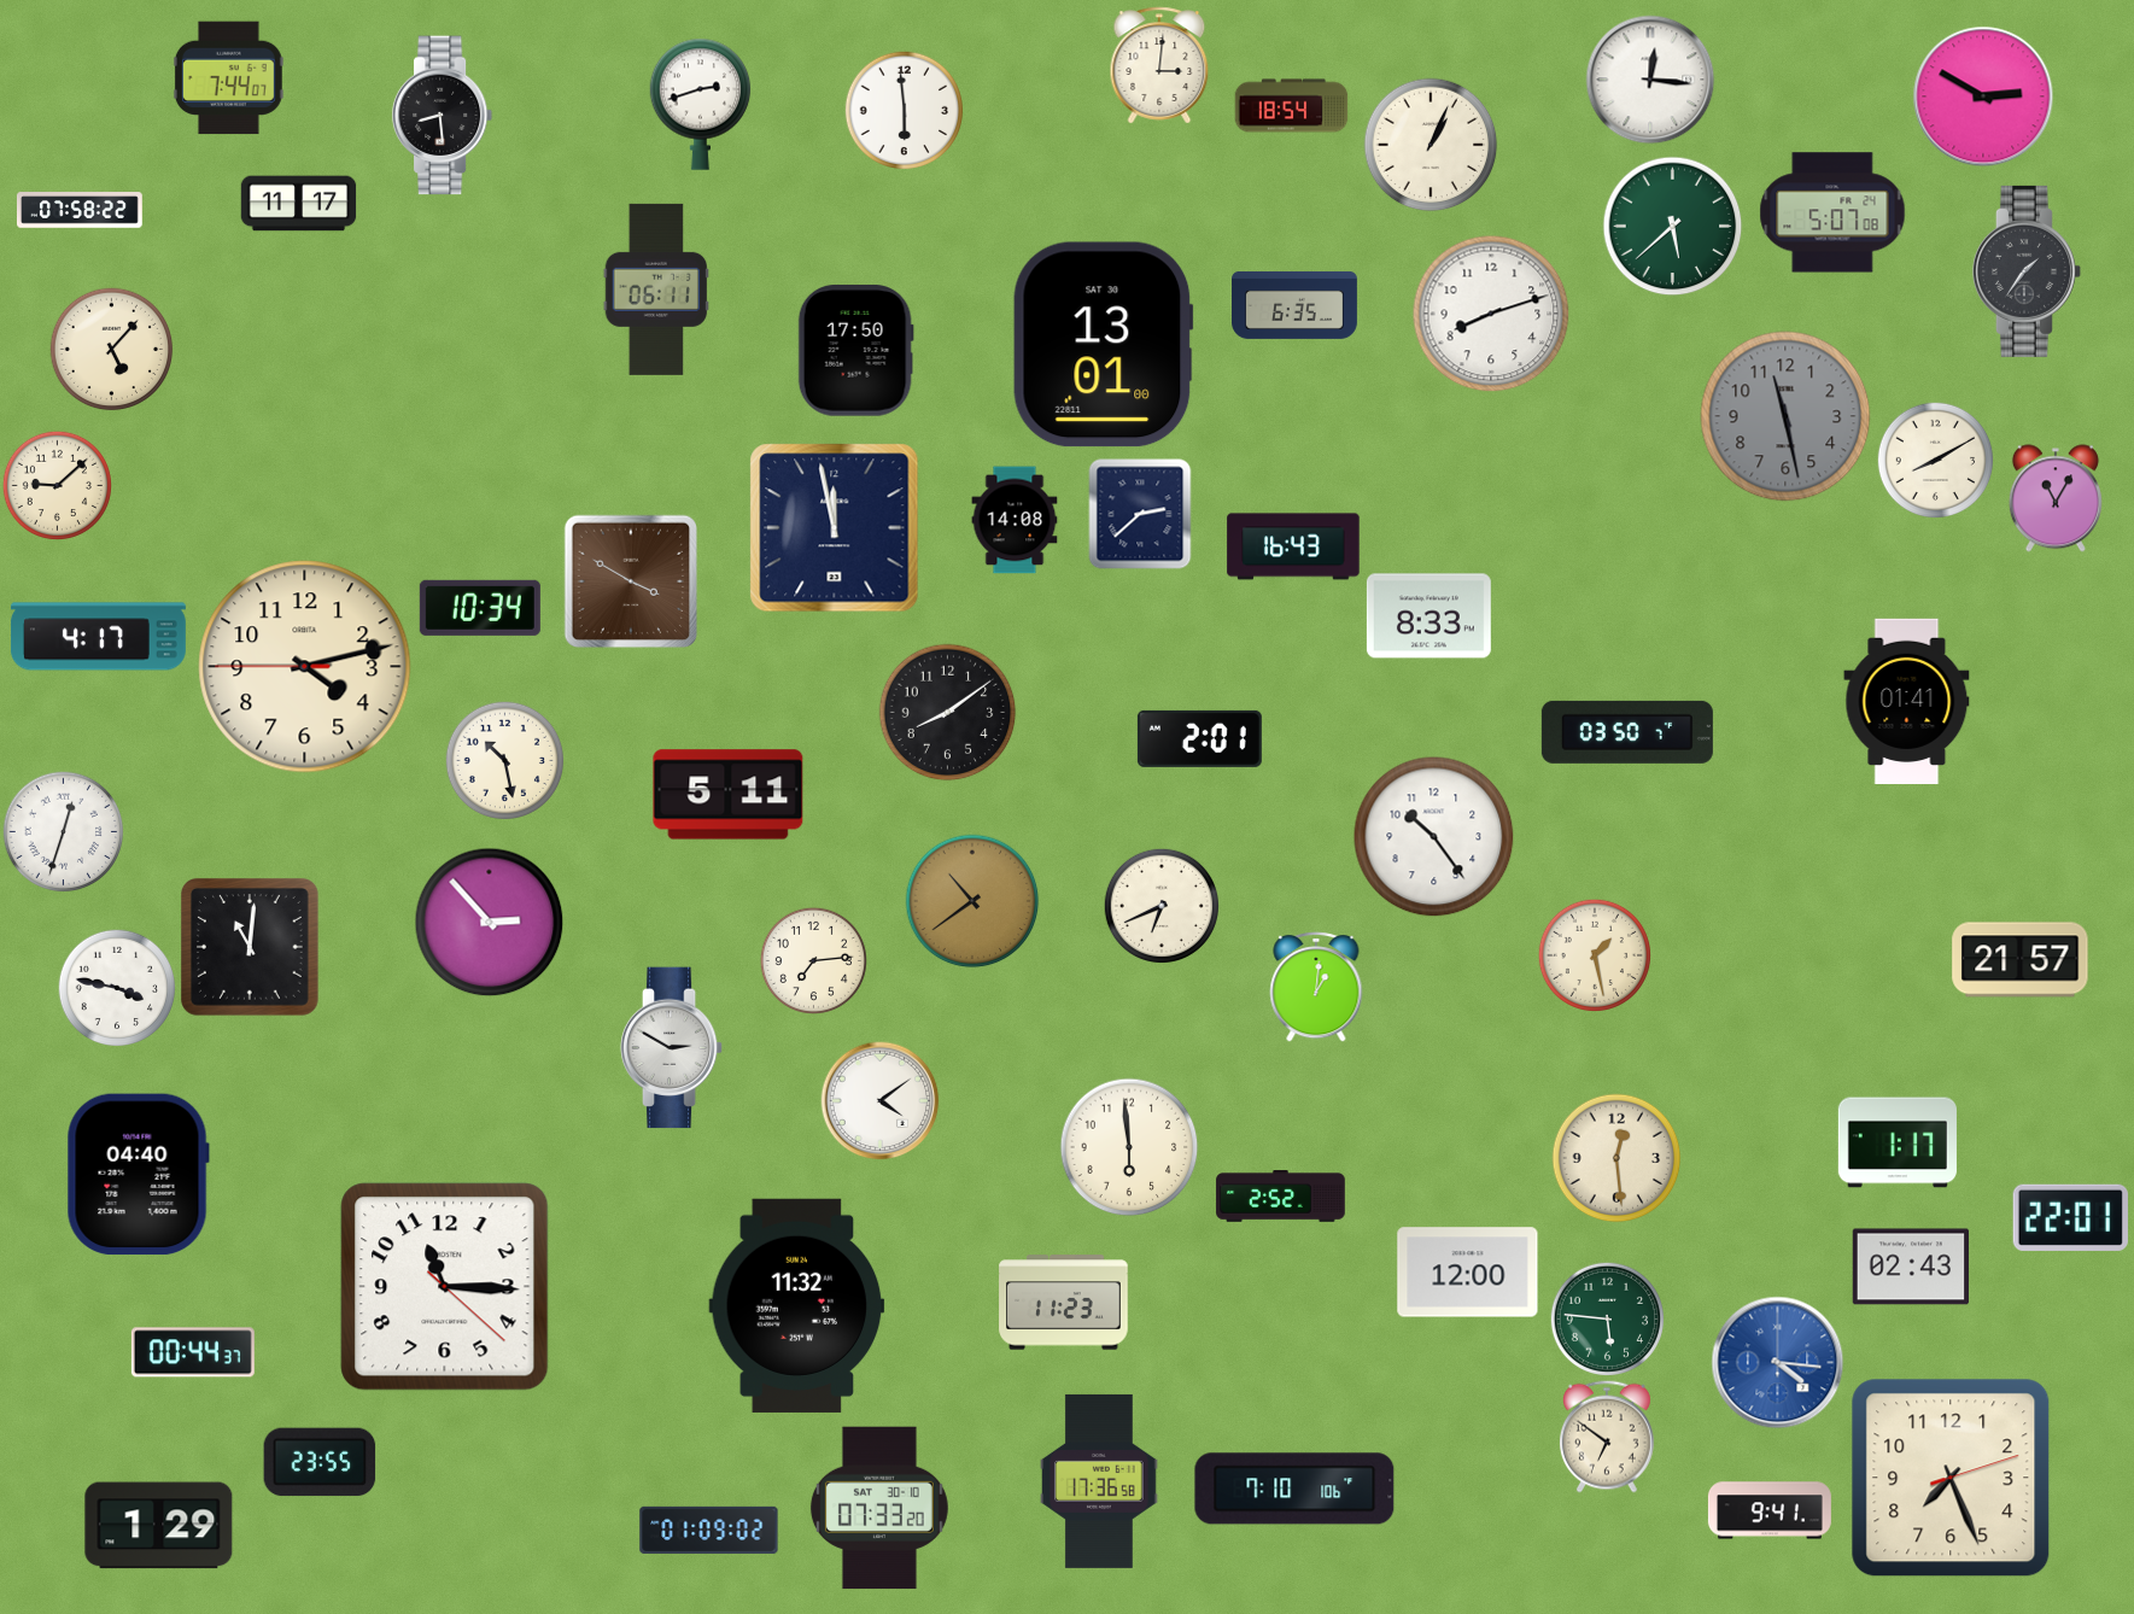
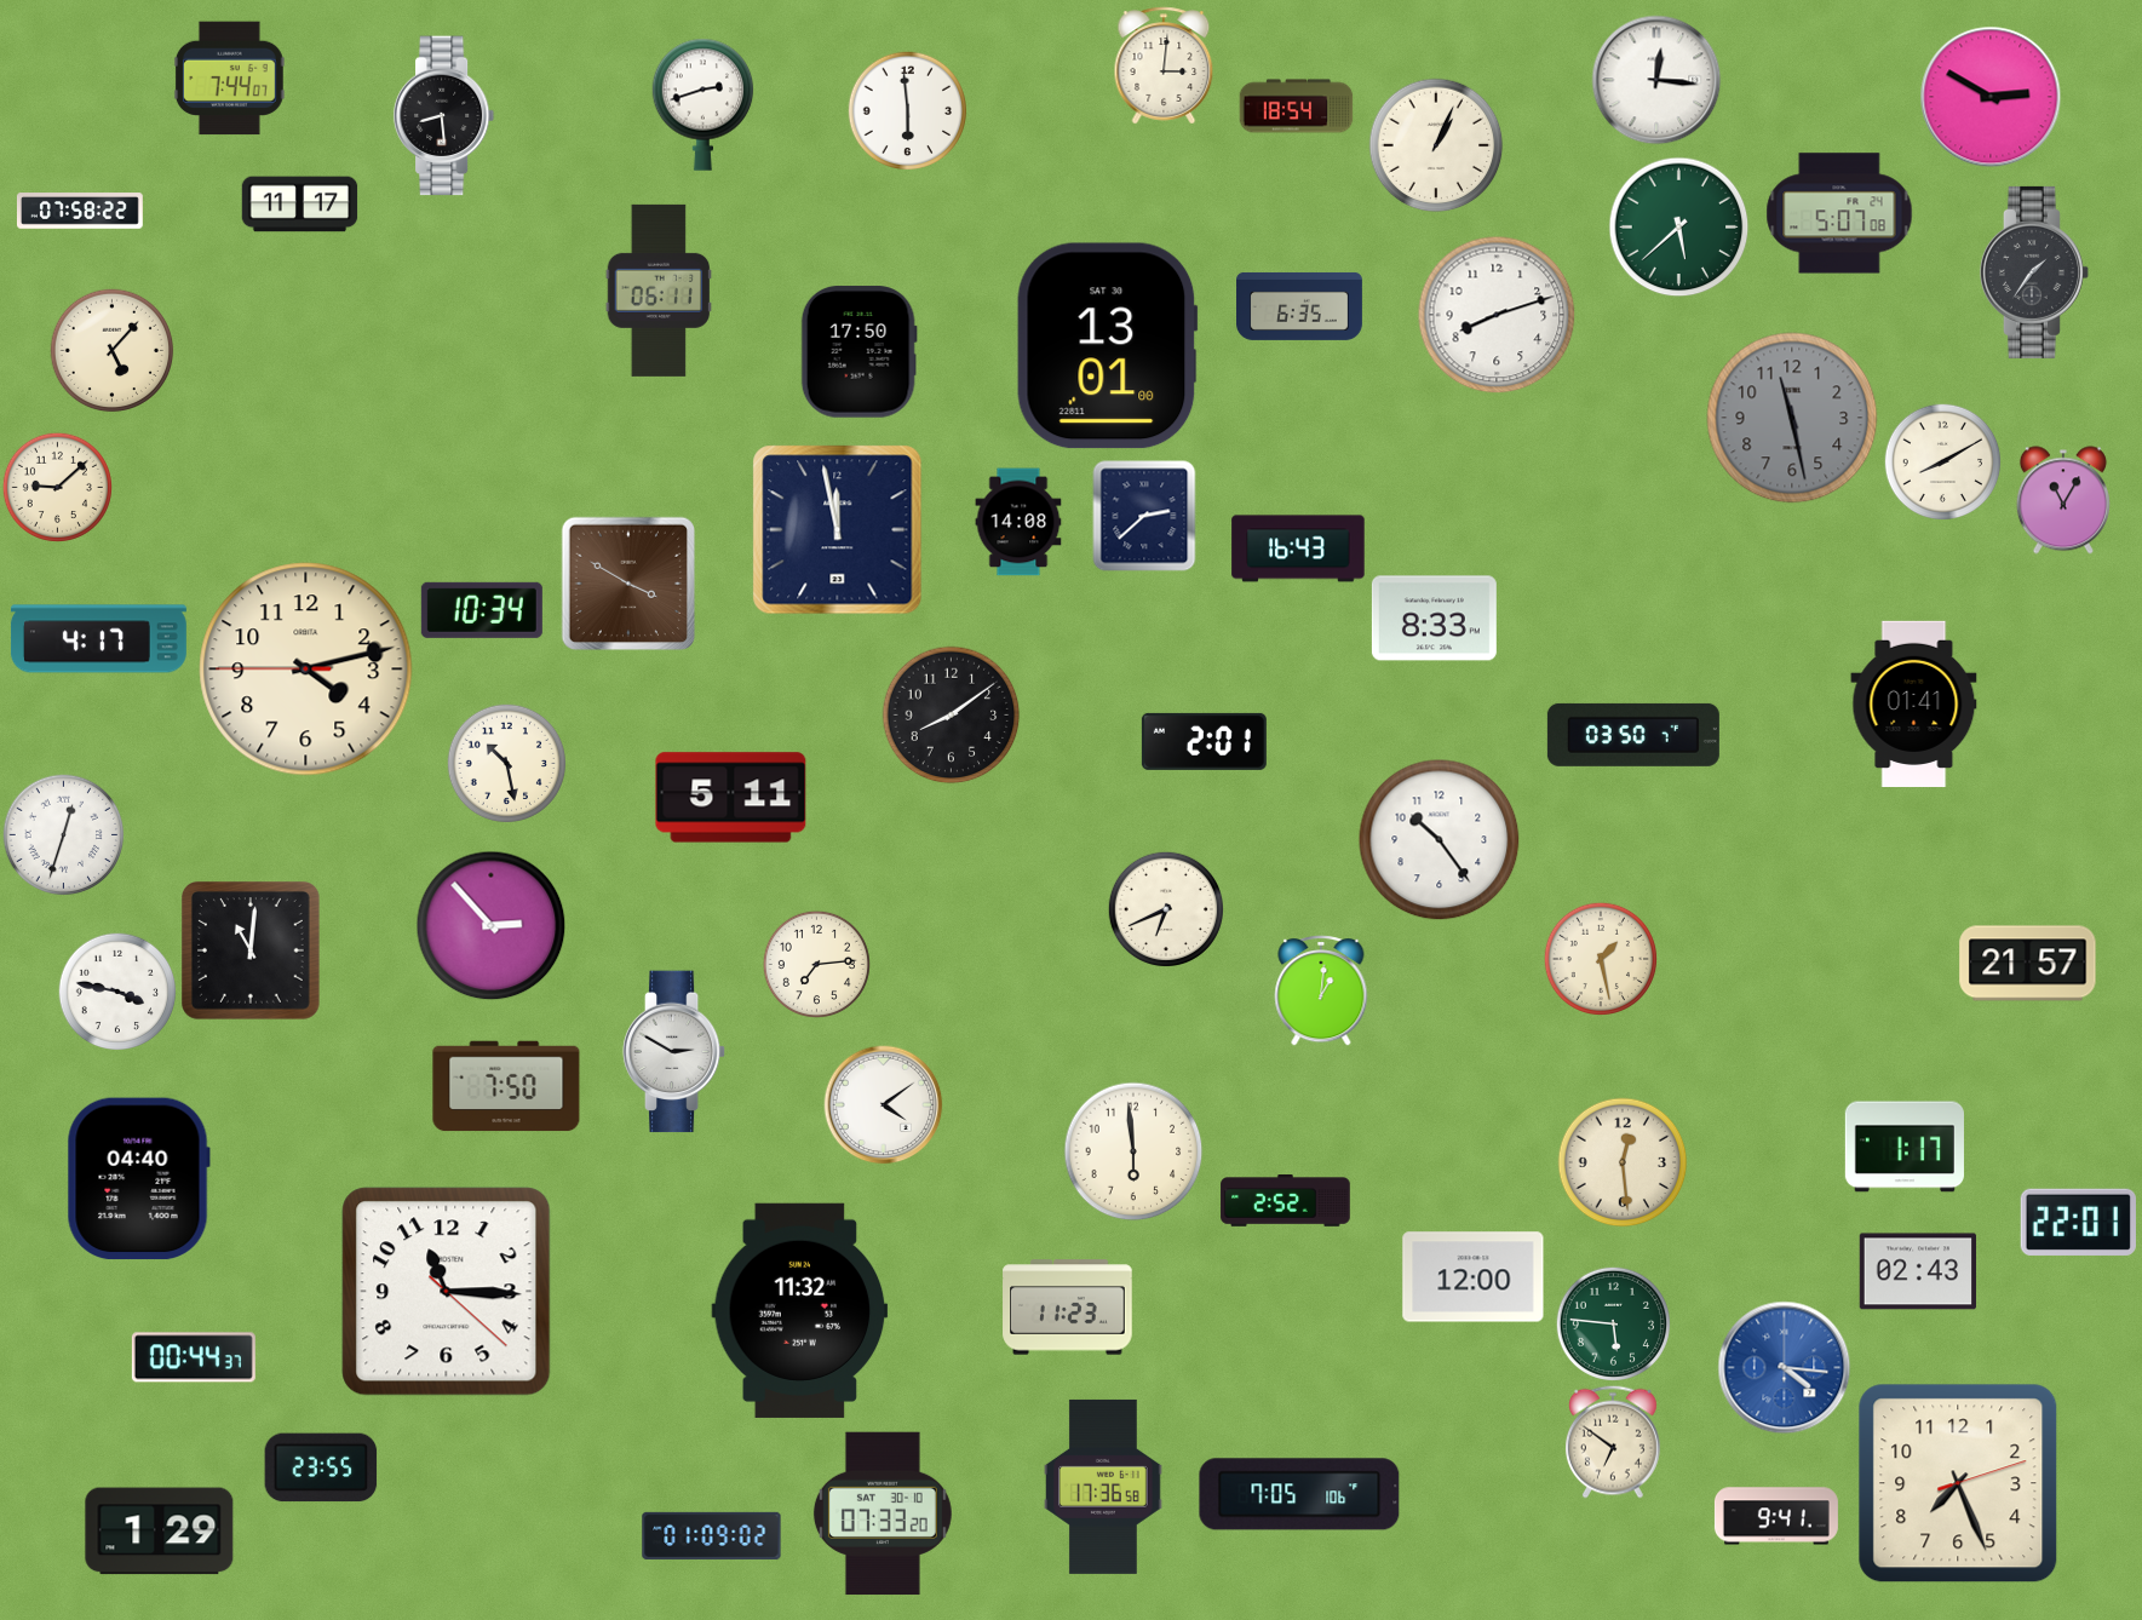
clock at (630, 580) position: (630, 580) -> (627, 582)
clock at (972, 901): 10:39 -> none
clock at (506, 1086): none -> 7:50
clock at (1294, 1489): 7:10 -> 7:05
